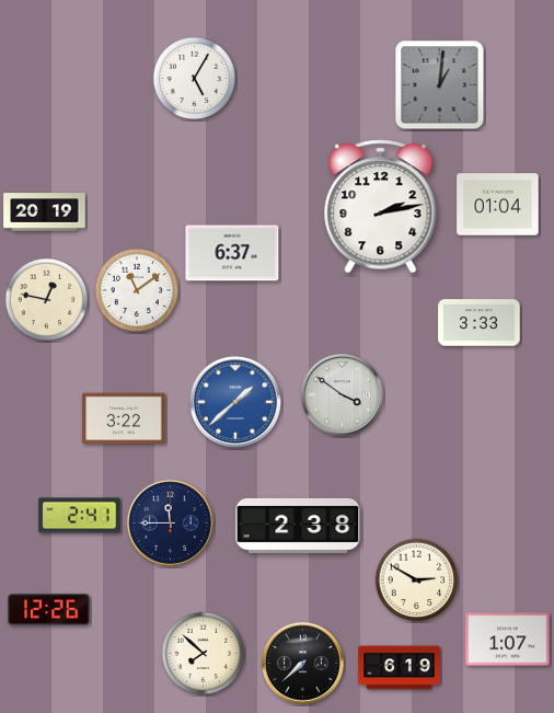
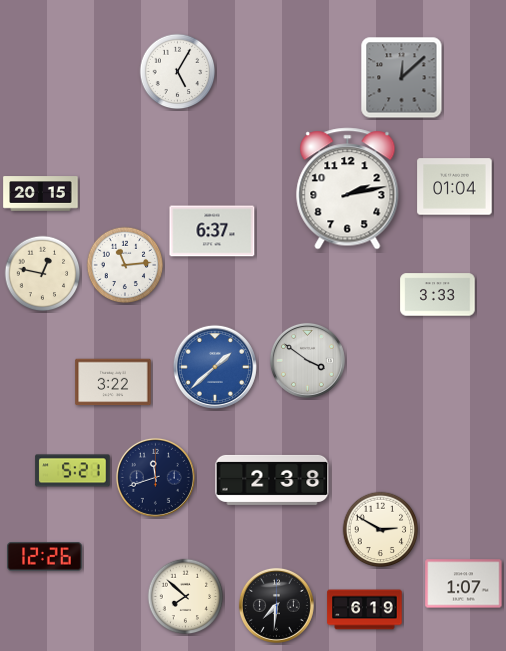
clock at (440, 85): 1:01 -> 12:08
clock at (45, 212): 20:19 -> 20:15
clock at (137, 290): 11:09 -> 11:14
clock at (342, 394) position: (342, 394) -> (307, 360)
clock at (80, 516): 2:41 -> 5:21
clock at (170, 522): 11:45 -> 11:42
clock at (302, 663): 7:38 -> 7:31
